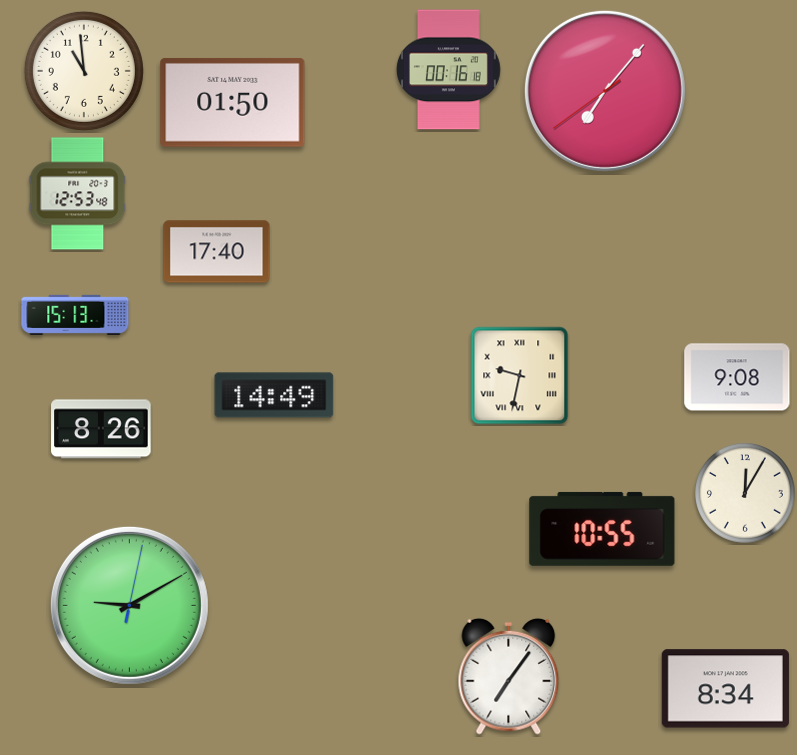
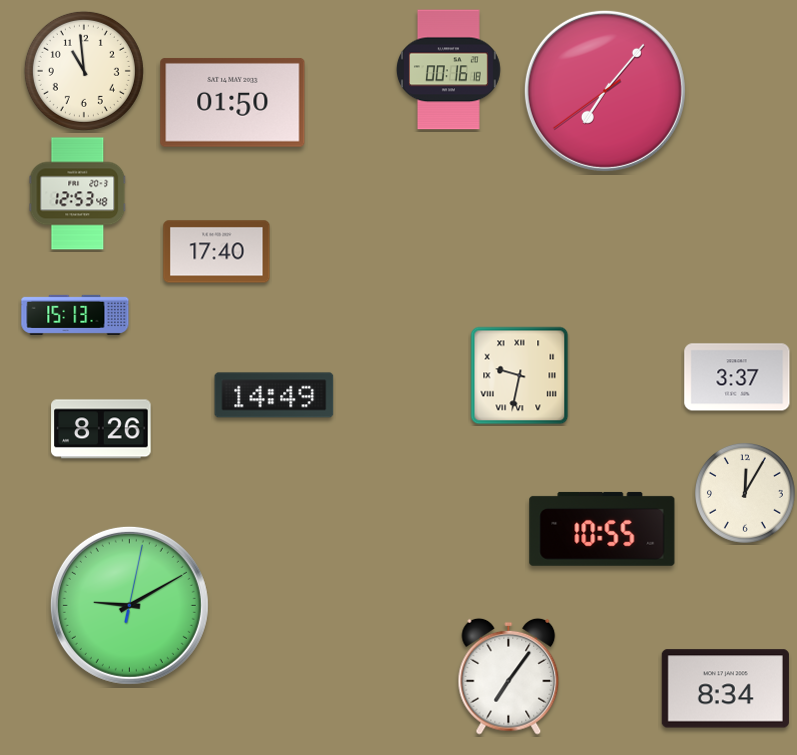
clock at (737, 377): 9:08 -> 3:37
